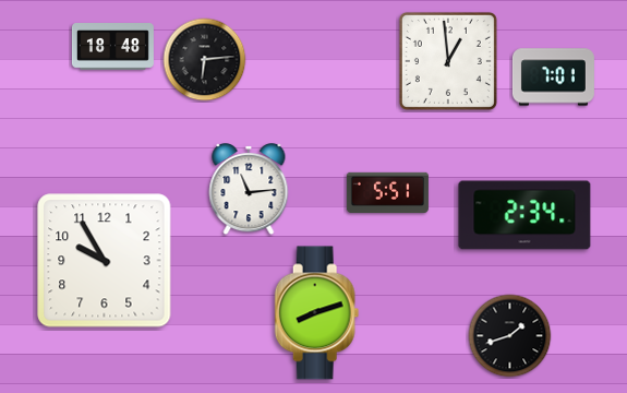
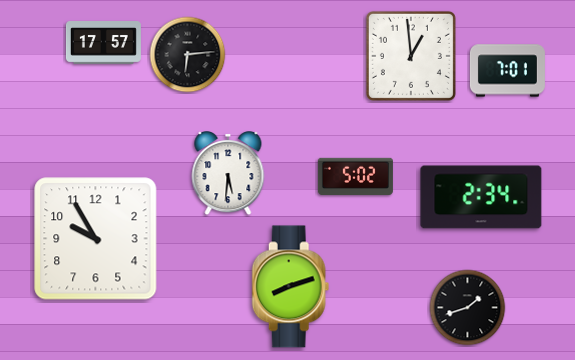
clock at (112, 47): 18:48 -> 17:57
clock at (249, 190): 11:14 -> 5:31
clock at (387, 192): 5:51 -> 5:02
